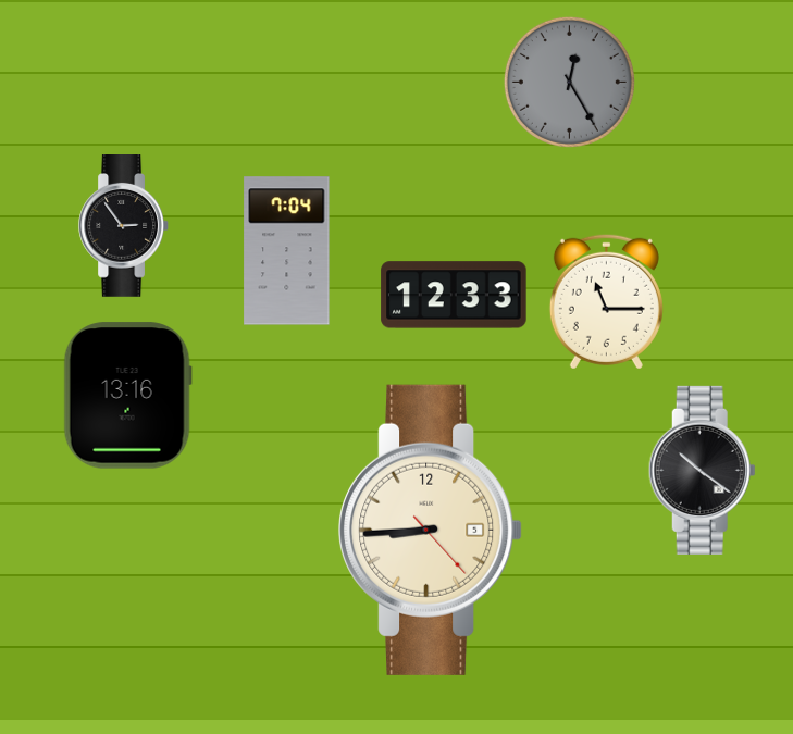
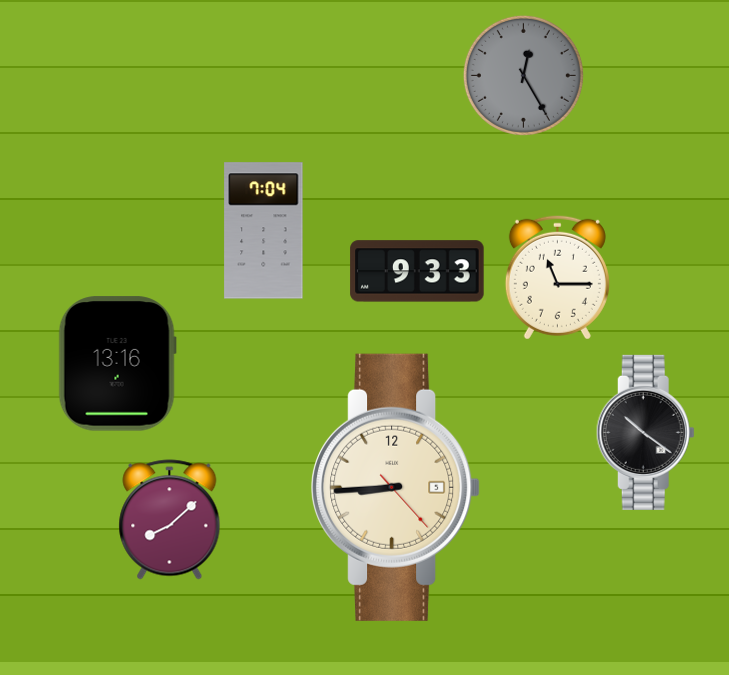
clock at (123, 226): 2:54 -> none
clock at (454, 295): 12:33 -> 9:33
clock at (170, 520): none -> 8:08
